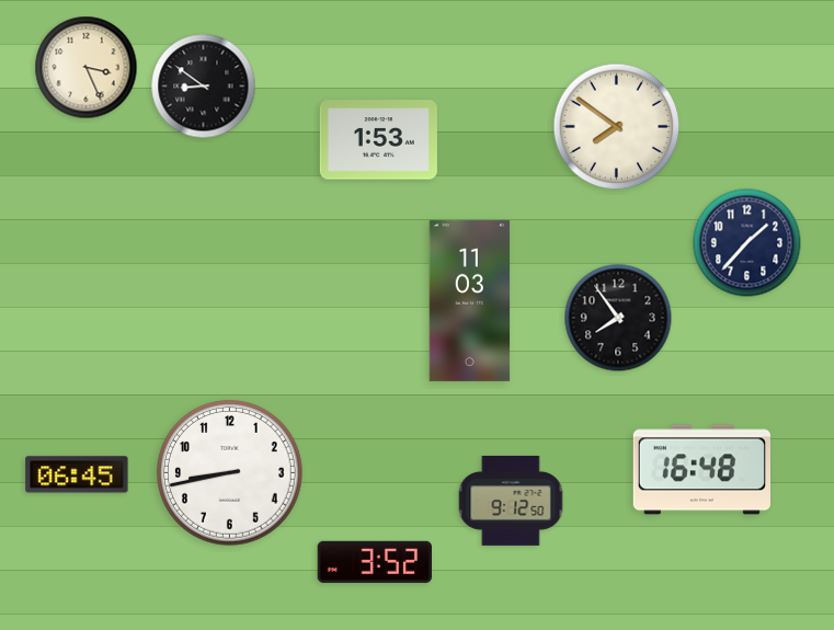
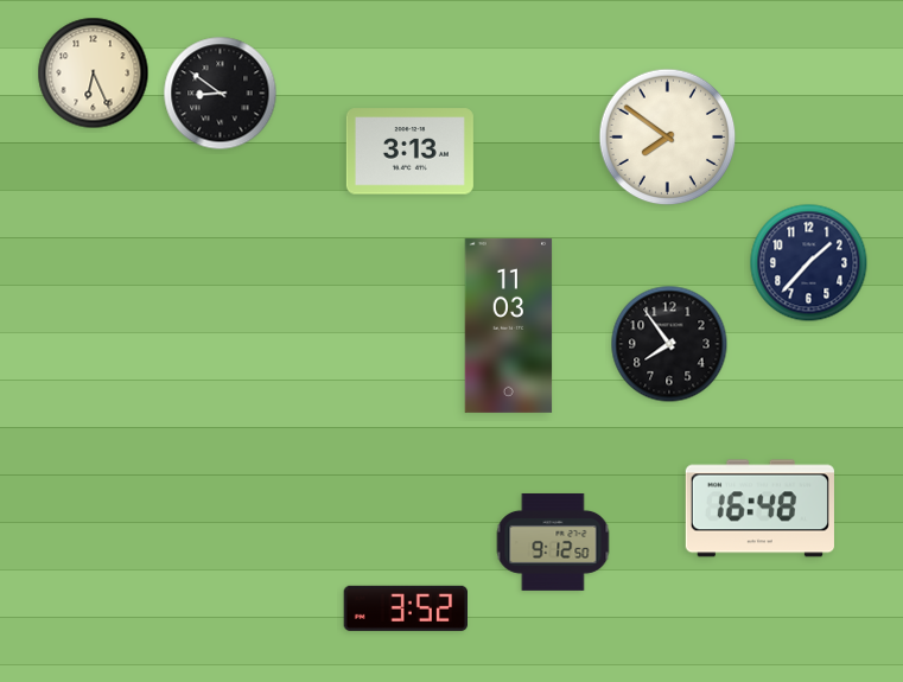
clock at (87, 68): 3:26 -> 6:26
clock at (378, 140): 1:53 -> 3:13
clock at (230, 473): 8:43 -> none
clock at (77, 474): 06:45 -> none
